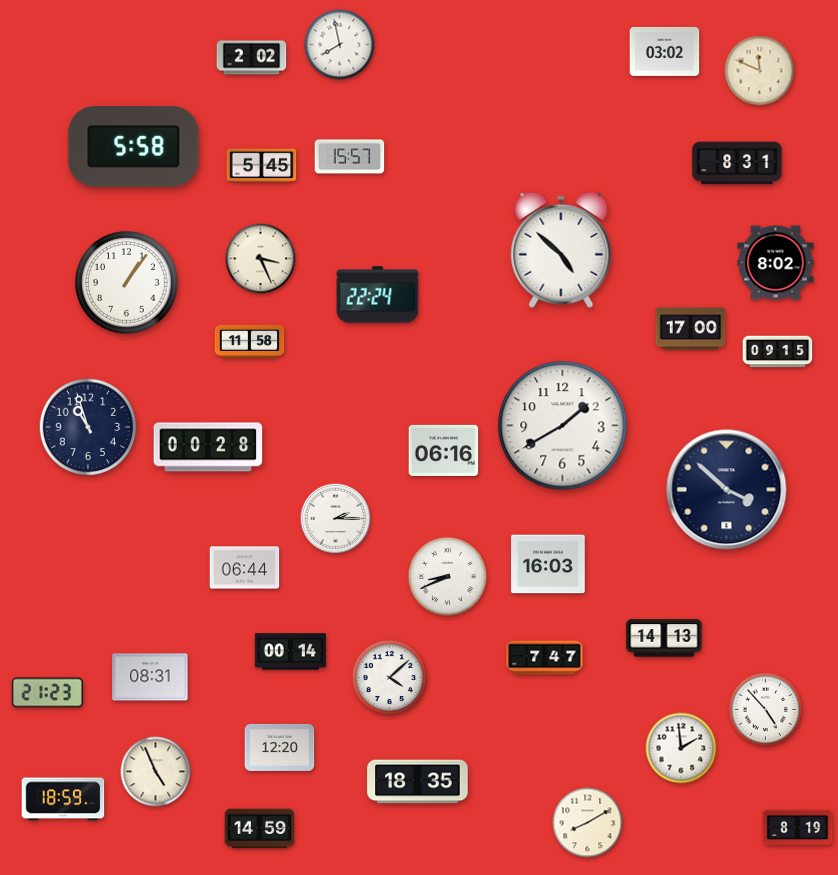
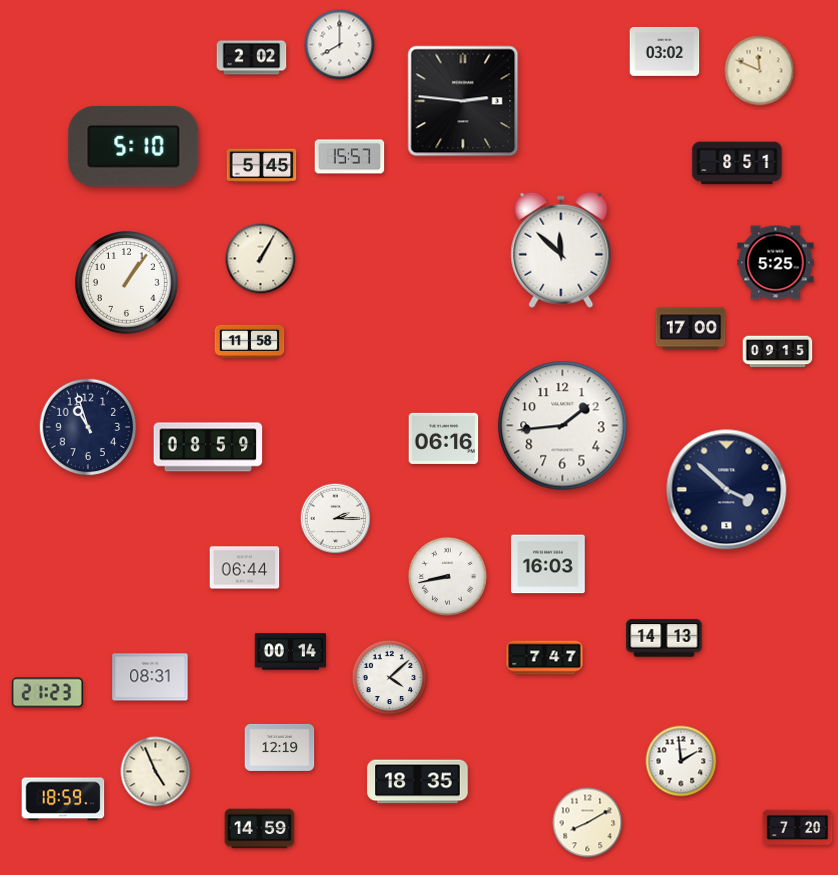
clock at (340, 45): 7:58 -> 8:00
clock at (463, 101): none -> 2:46
clock at (134, 147): 5:58 -> 5:10
clock at (737, 163): 8:31 -> 8:51
clock at (561, 250): 4:52 -> 11:52
clock at (261, 259): 3:26 -> 1:05
clock at (776, 263): 8:02 -> 5:25
clock at (378, 295): 22:24 -> none
clock at (563, 426): 1:40 -> 1:44
clock at (208, 447): 00:28 -> 08:59
clock at (444, 450) position: (444, 450) -> (444, 438)
clock at (447, 576): 8:41 -> 8:43
clock at (766, 710): 4:53 -> none
clock at (280, 747): 12:20 -> 12:19
clock at (681, 748) position: (681, 748) -> (681, 761)
clock at (798, 828): 8:19 -> 7:20
